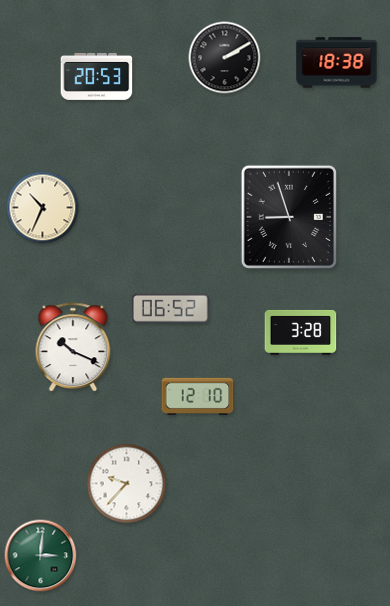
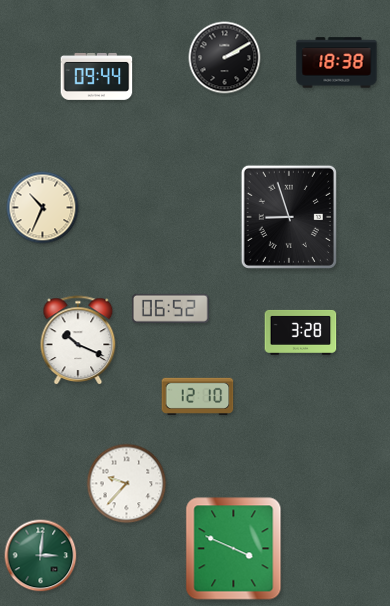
clock at (97, 76): 20:53 -> 09:44
clock at (73, 348) position: (73, 348) -> (78, 341)
clock at (234, 549): none -> 3:49
